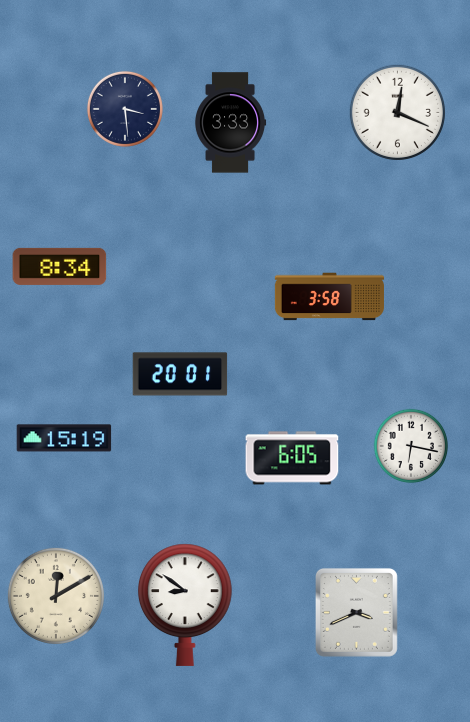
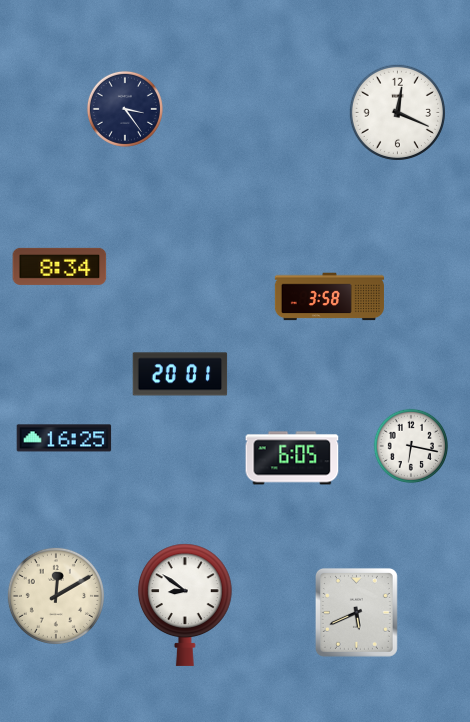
clock at (125, 109): 3:29 -> 3:24
clock at (230, 123): 3:33 -> none
clock at (64, 438): 15:19 -> 16:25
clock at (356, 612): 3:41 -> 5:41
